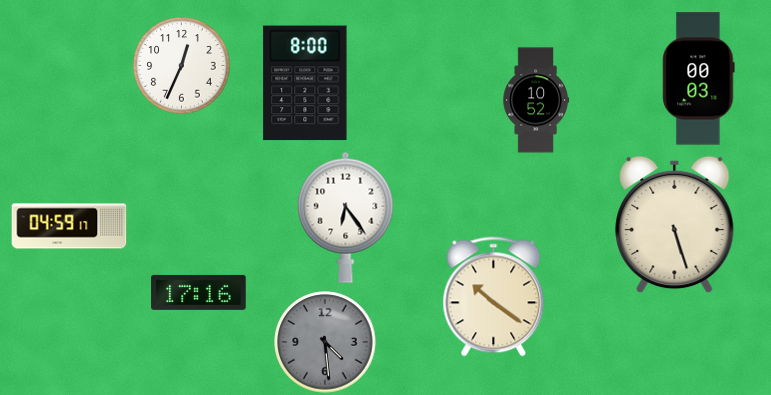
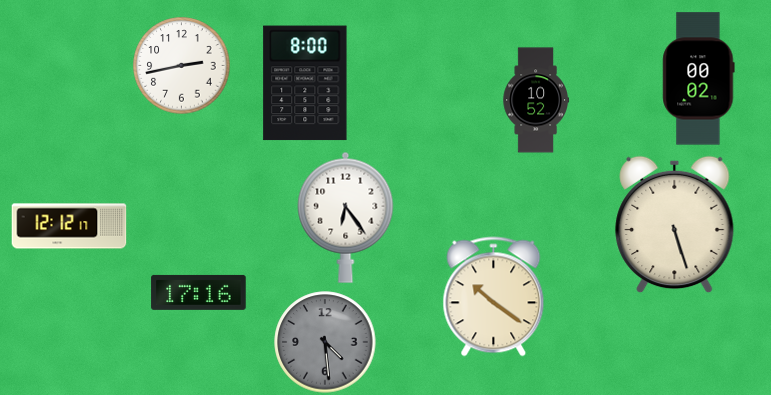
clock at (182, 66): 12:34 -> 2:43
clock at (699, 79): 00:03 -> 00:02
clock at (69, 226): 04:59 -> 12:12
